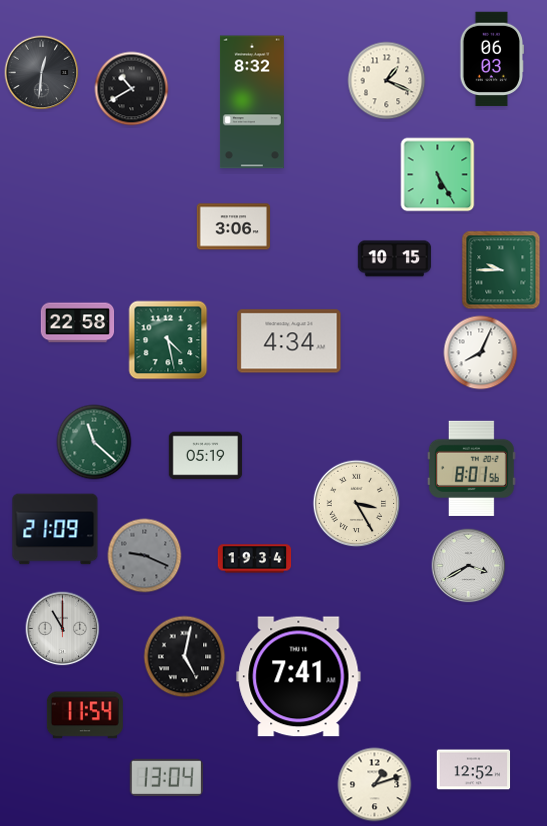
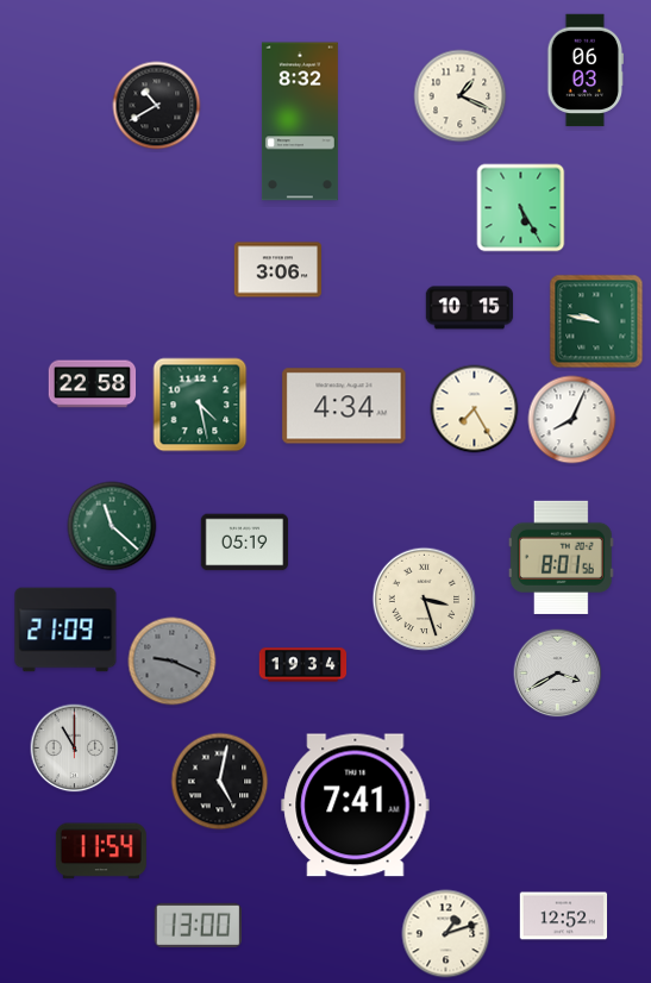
clock at (42, 73): 12:31 -> none
clock at (501, 270): 9:45 -> 9:47
clock at (475, 409): none -> 7:25
clock at (357, 504): 3:25 -> 3:27
clock at (166, 777): 13:04 -> 13:00
